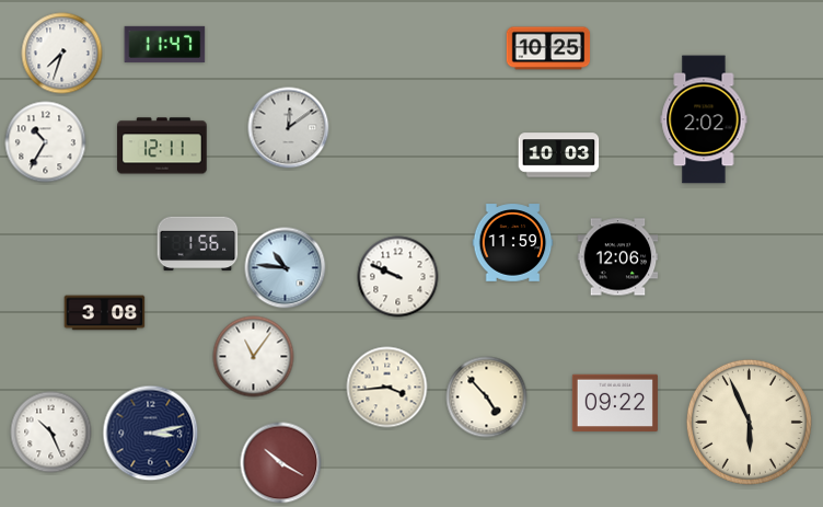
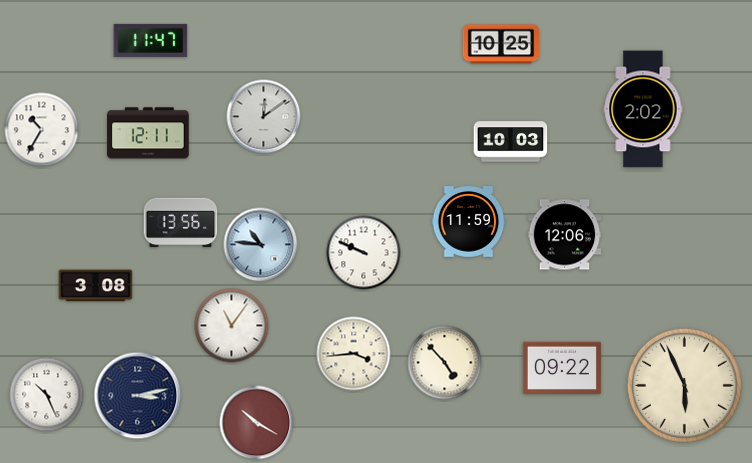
clock at (62, 54): 7:33 -> none
clock at (198, 244): 1:56 -> 13:56
